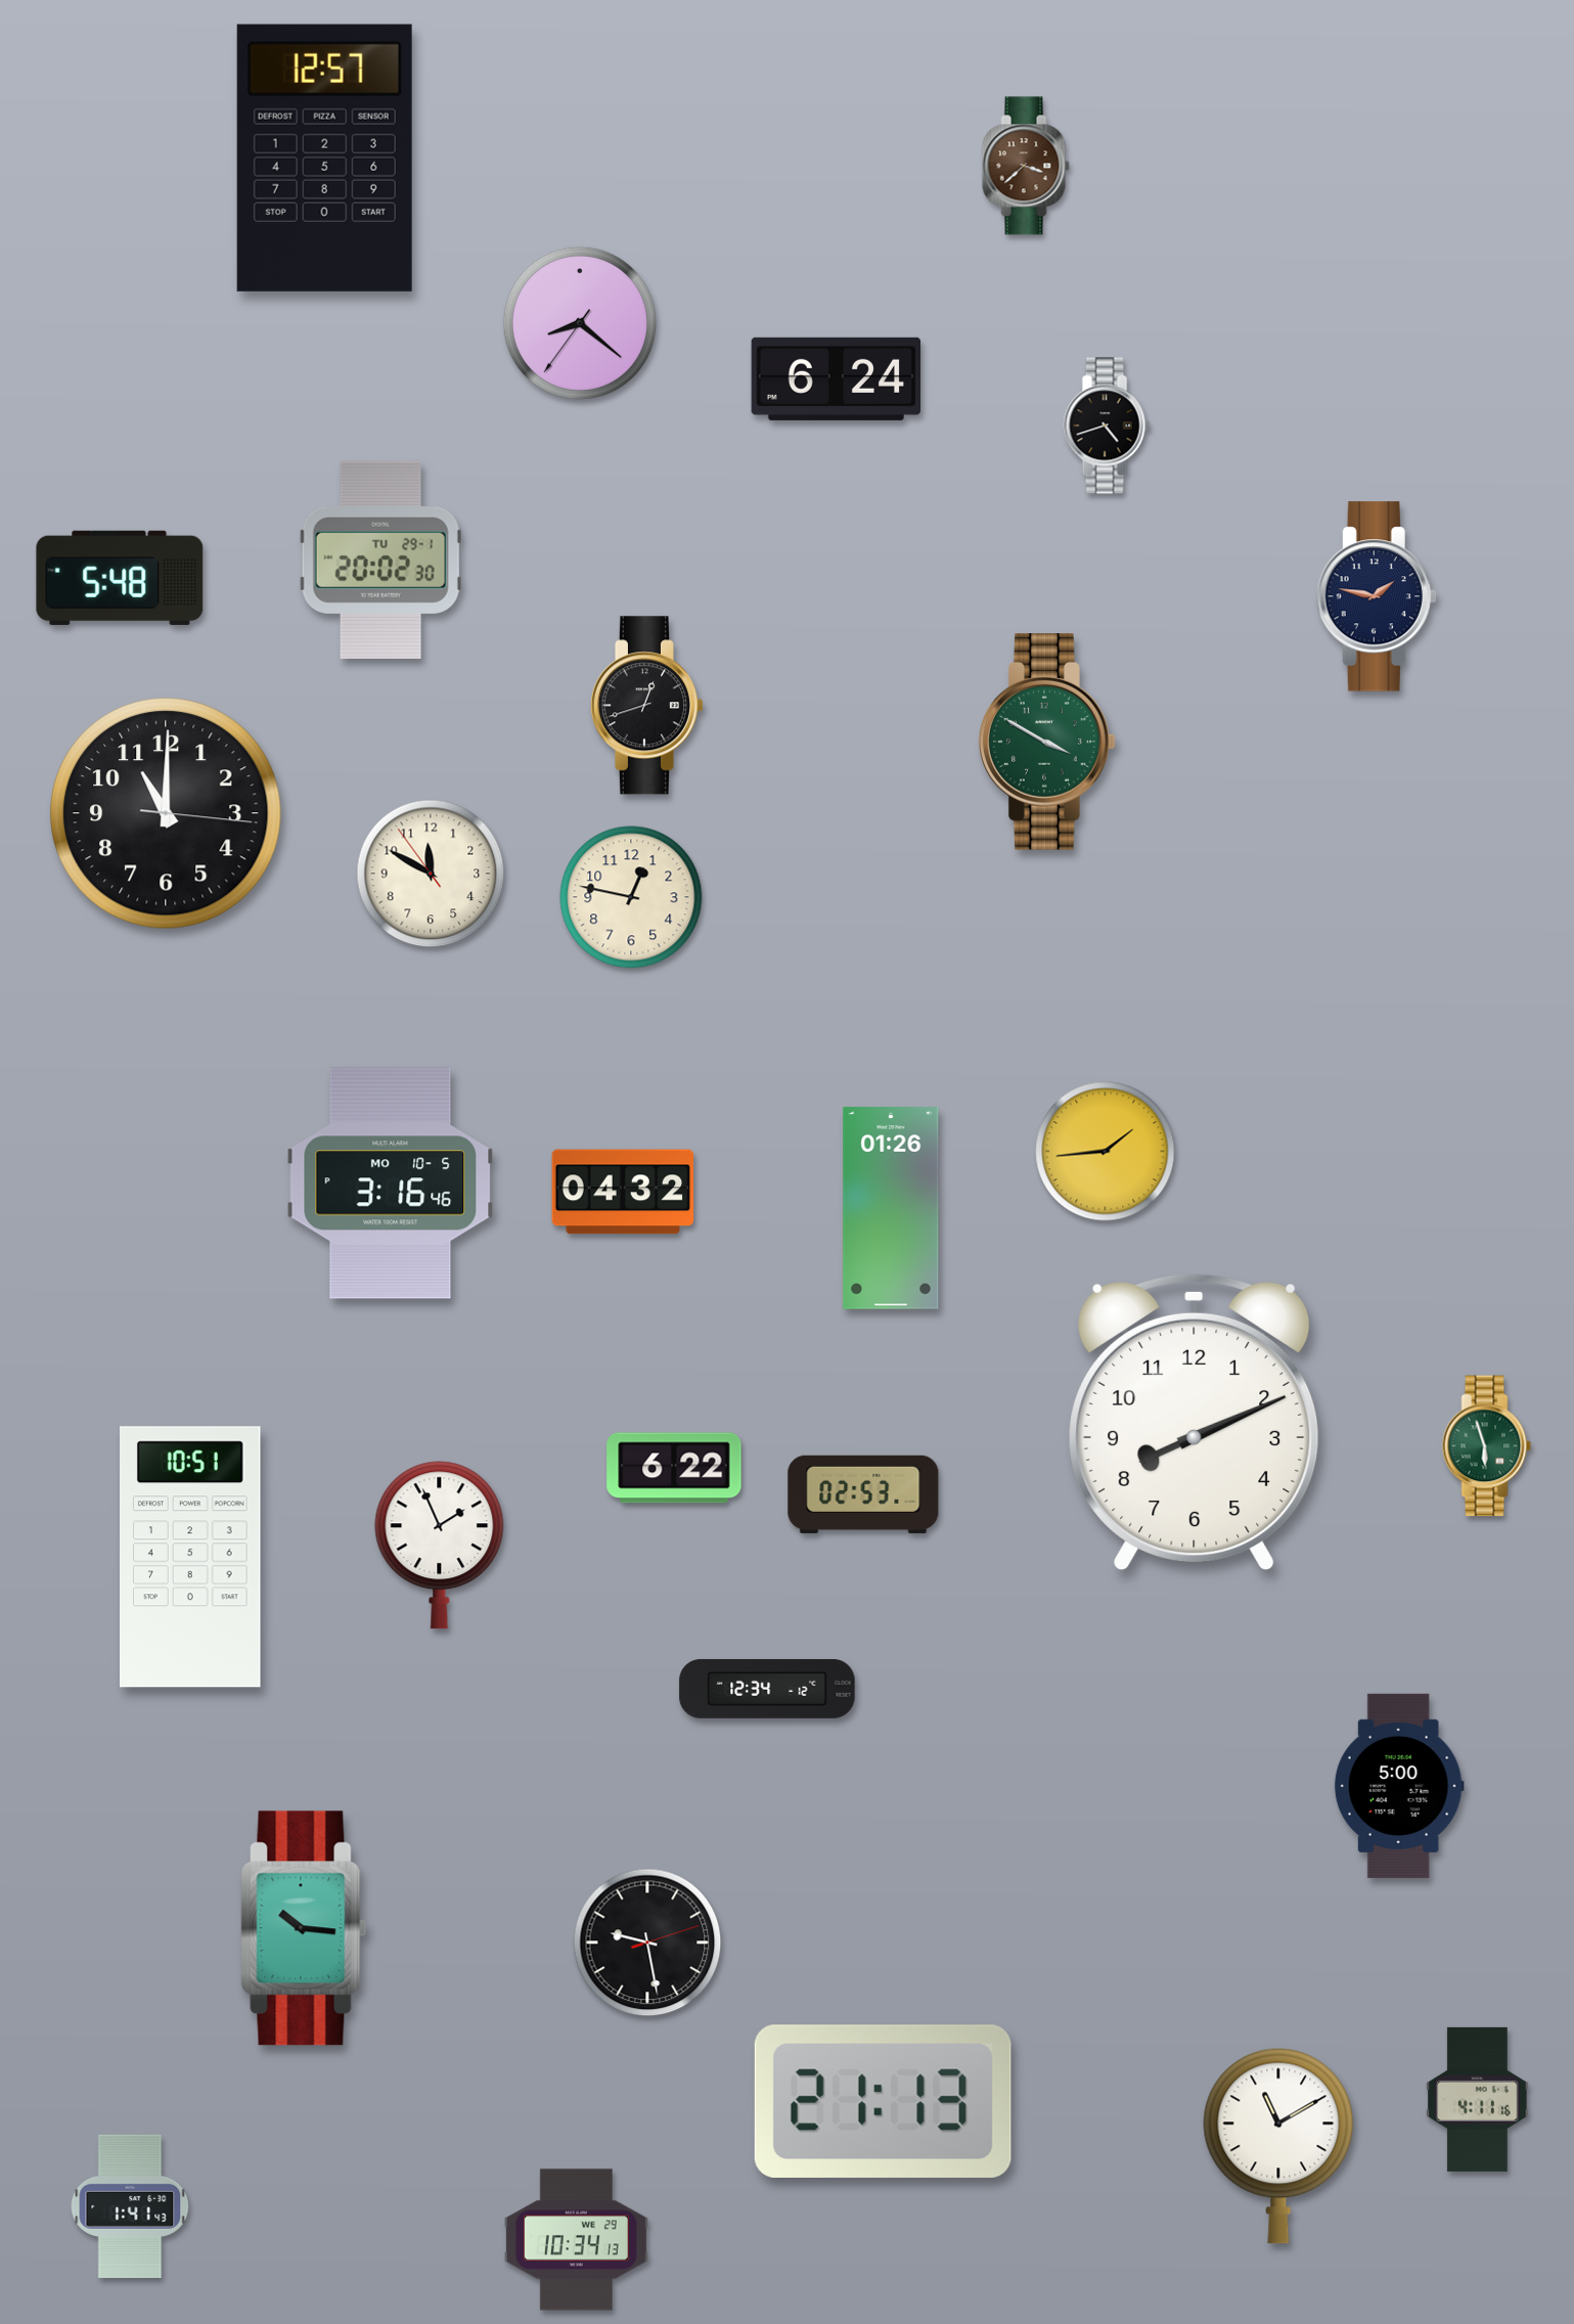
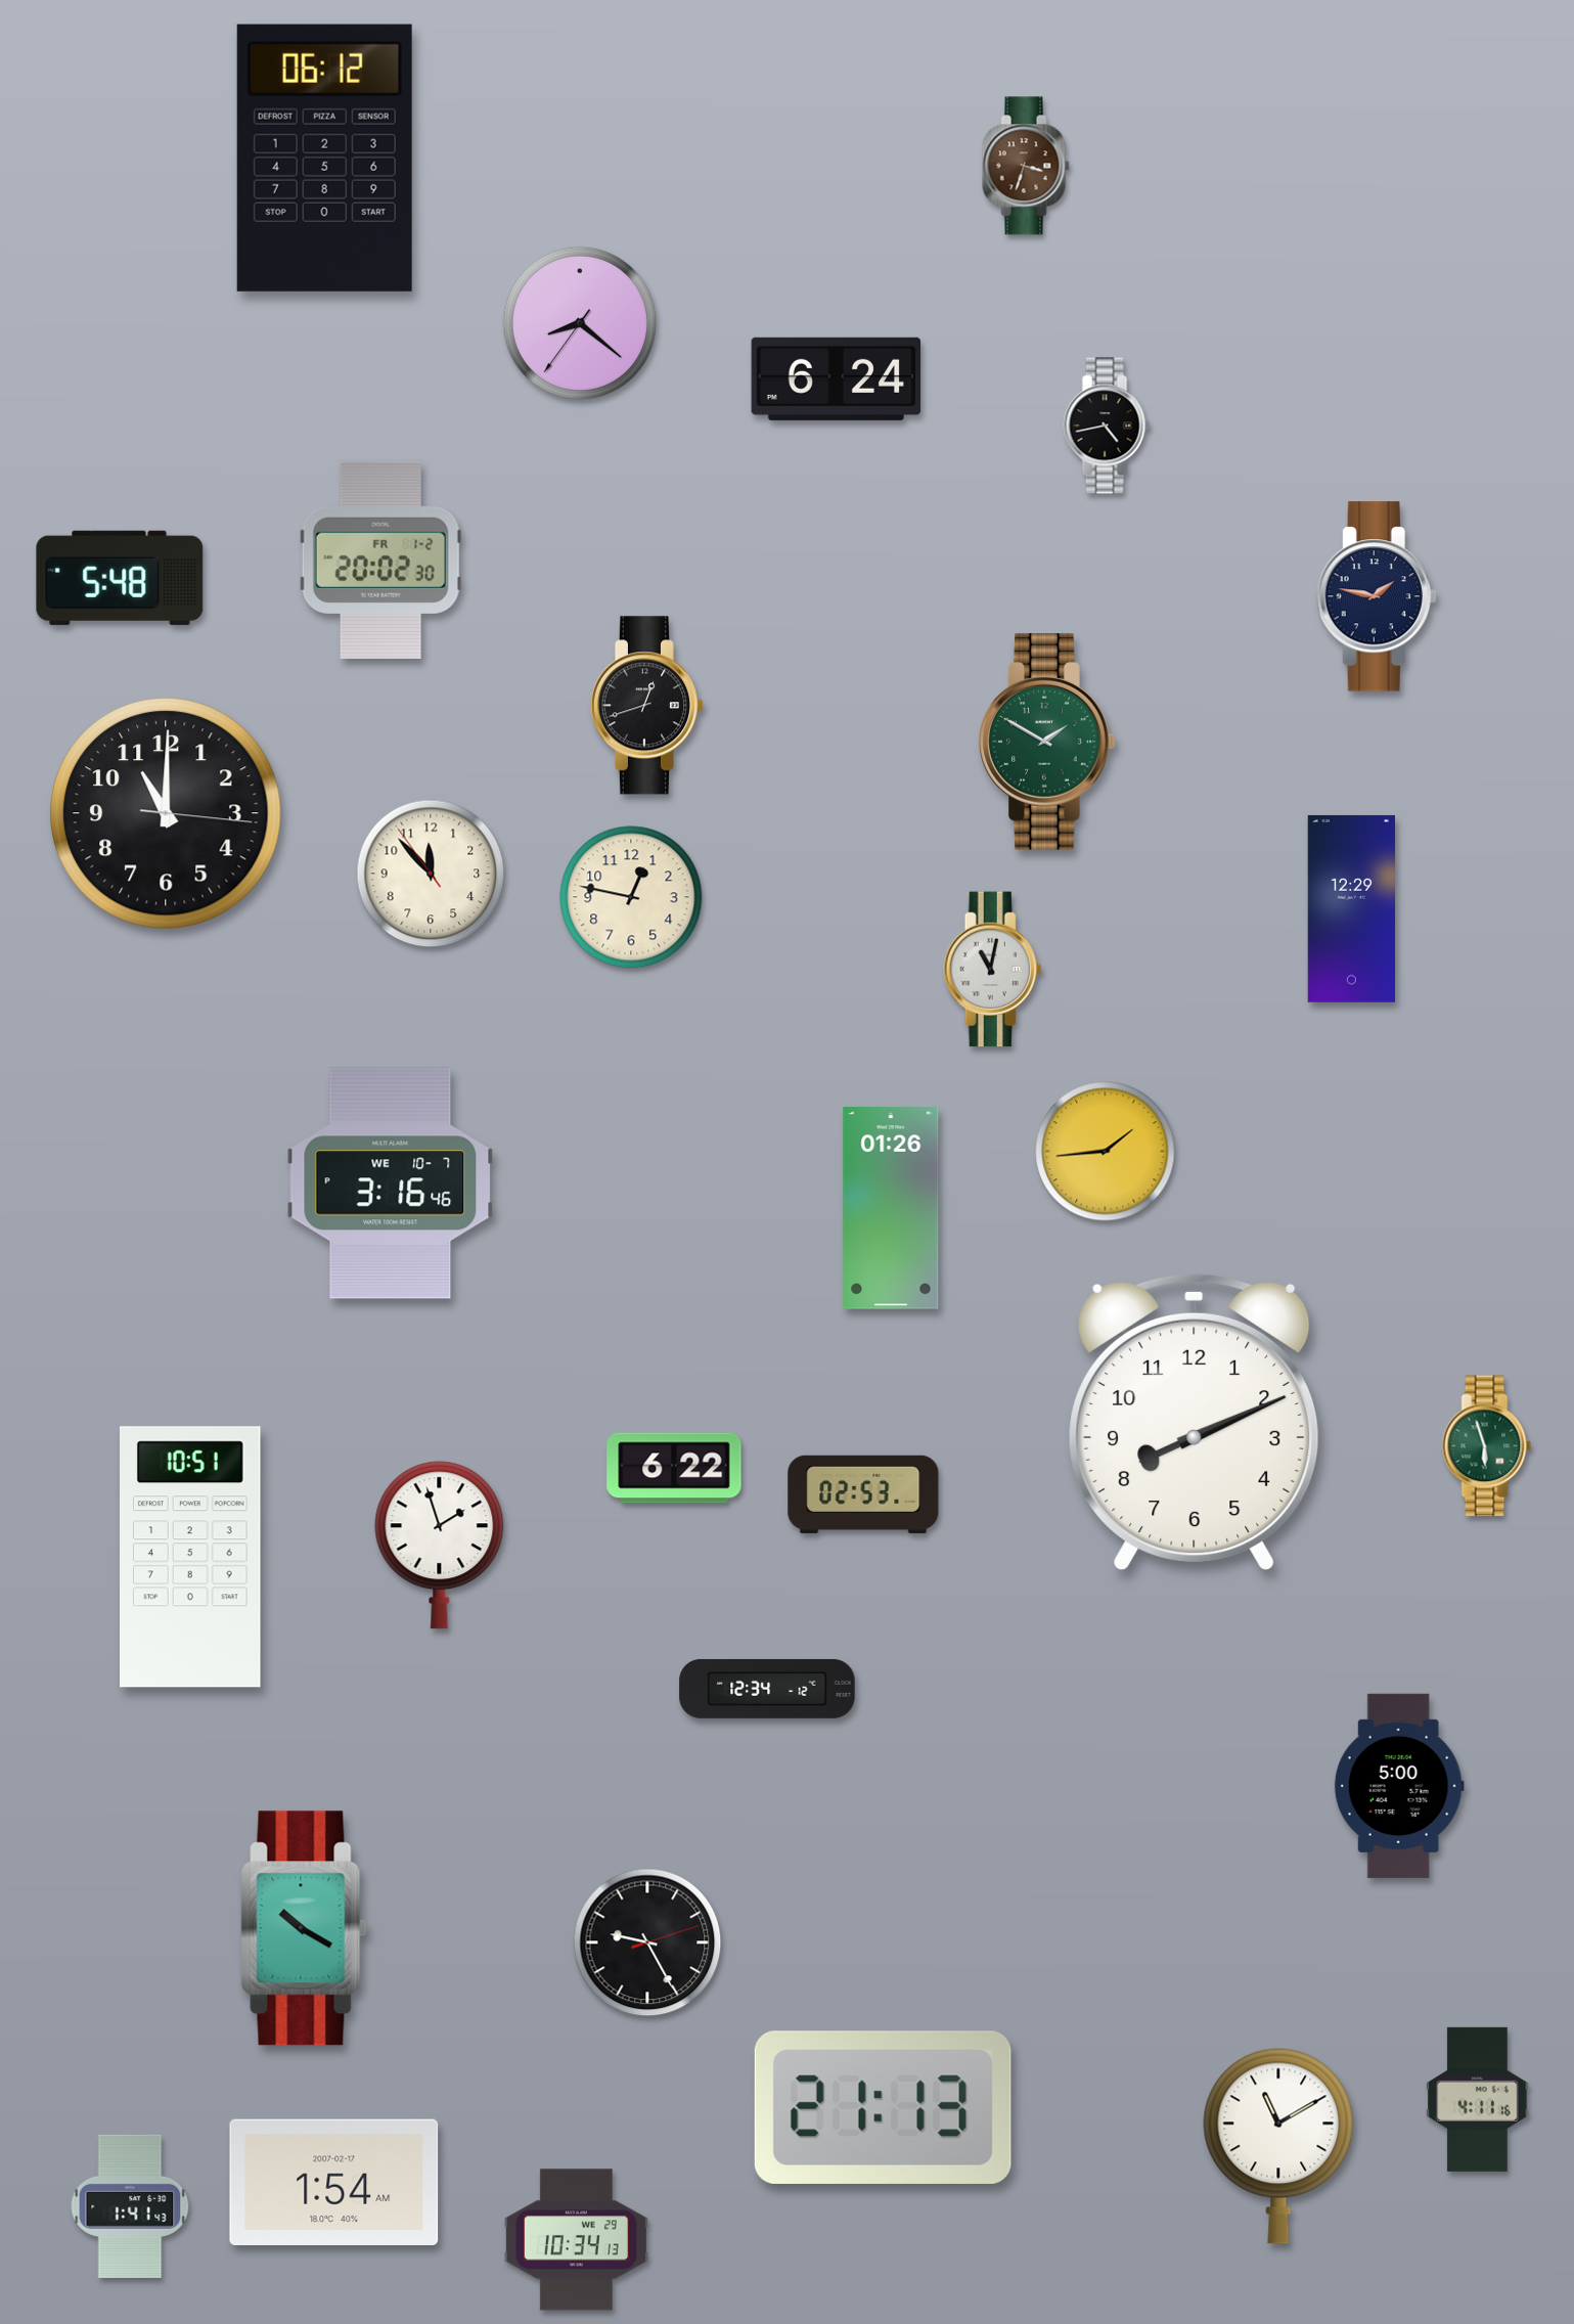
clock at (324, 158): 12:57 -> 06:12
clock at (1026, 166): 3:38 -> 3:33
clock at (1107, 426): 4:42 -> 4:43
clock at (380, 560) date: TU 29-1 -> FR 1-2
clock at (1047, 742): 3:50 -> 1:50
clock at (431, 874): 11:49 -> 11:52
clock at (1351, 908): none -> 12:29
clock at (993, 970): none -> 11:02
clock at (391, 1183) date: MO 10-5 -> WE 10-7
clock at (623, 1192): 04:32 -> none
clock at (440, 1546): 1:56 -> 1:57
clock at (304, 1928): 10:16 -> 10:20
clock at (647, 1942): 9:28 -> 9:25
clock at (883, 2101) position: (883, 2101) -> (883, 2107)
clock at (334, 2182): none -> 1:54
